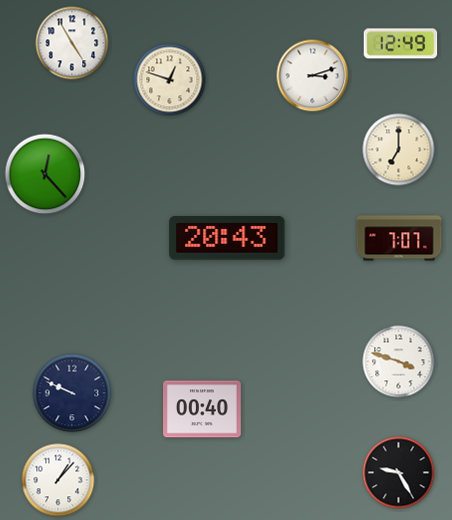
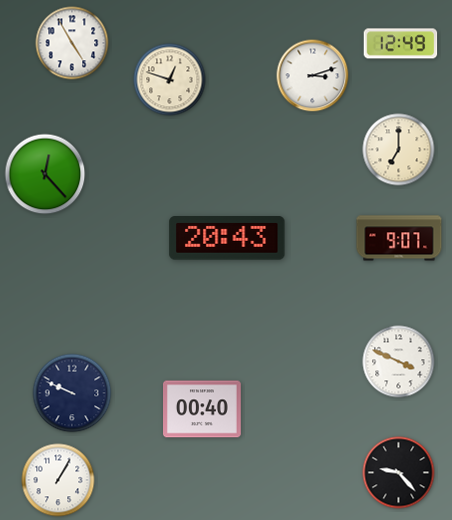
clock at (399, 238): 7:07 -> 9:07
clock at (399, 362): 3:48 -> 3:49
clock at (399, 473): 9:25 -> 9:23
clock at (58, 480): 1:07 -> 1:05
